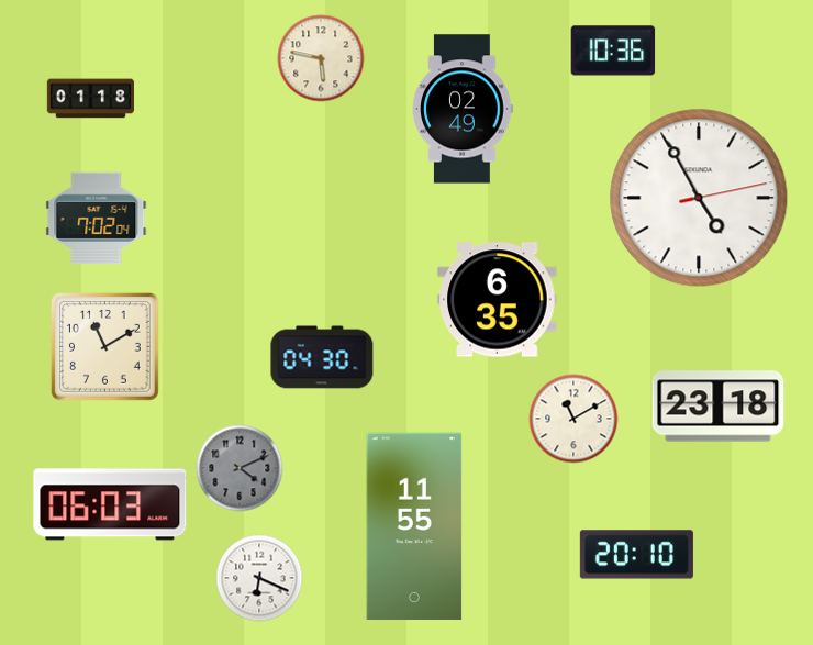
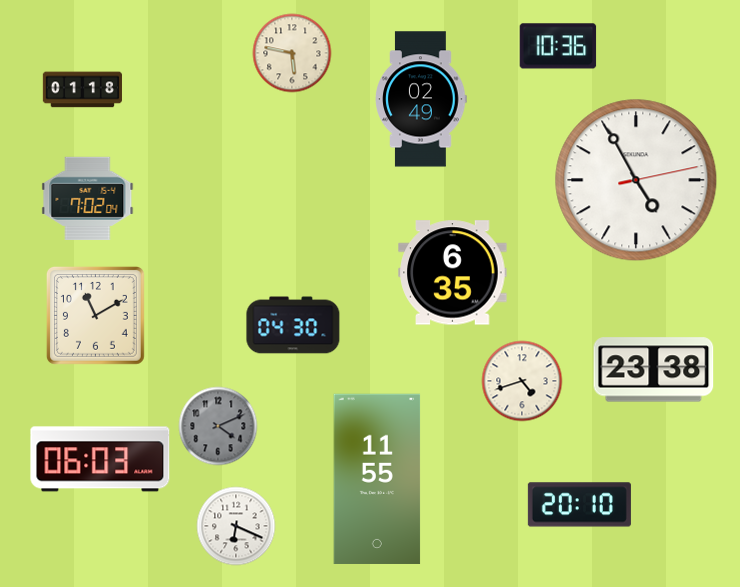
clock at (719, 407): 23:18 -> 23:38
clock at (573, 419): 11:10 -> 4:42
